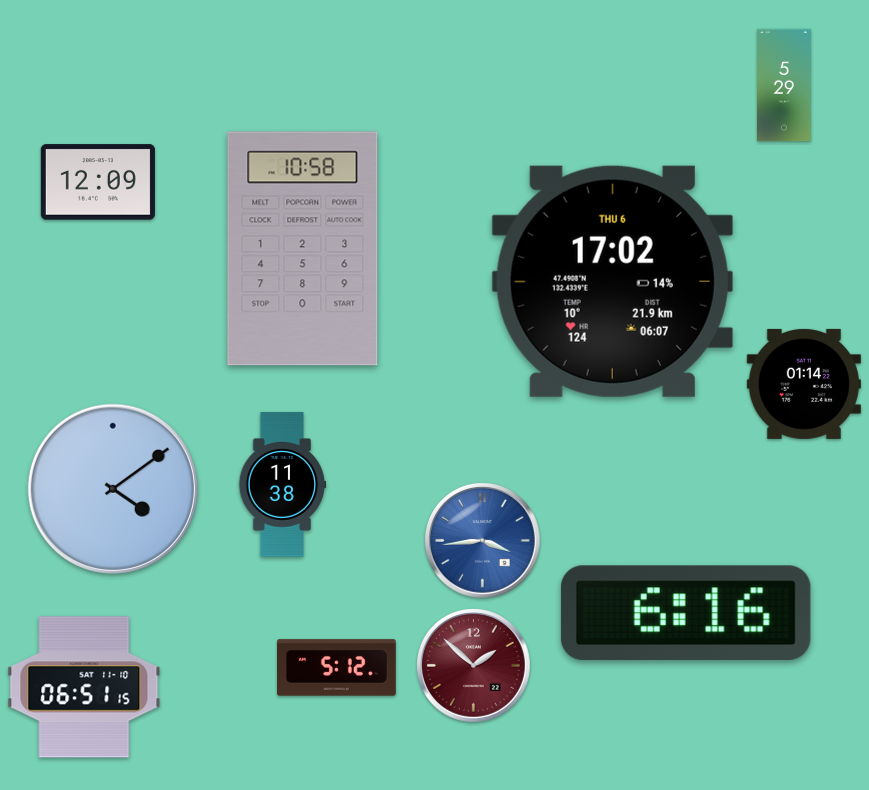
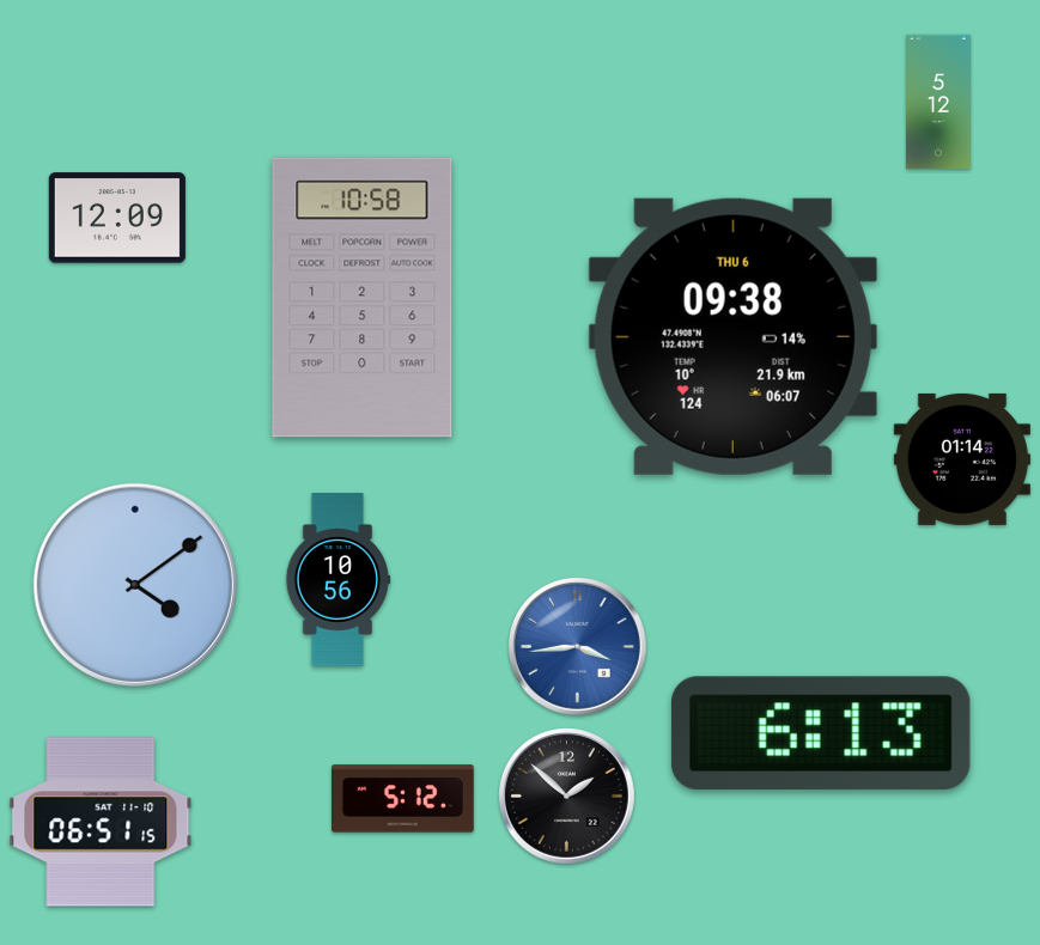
clock at (784, 85): 5:29 -> 5:12
clock at (612, 281): 17:02 -> 09:38
clock at (282, 485): 11:38 -> 10:56
clock at (686, 613): 6:16 -> 6:13
clock at (474, 666) dial: burgundy -> black
